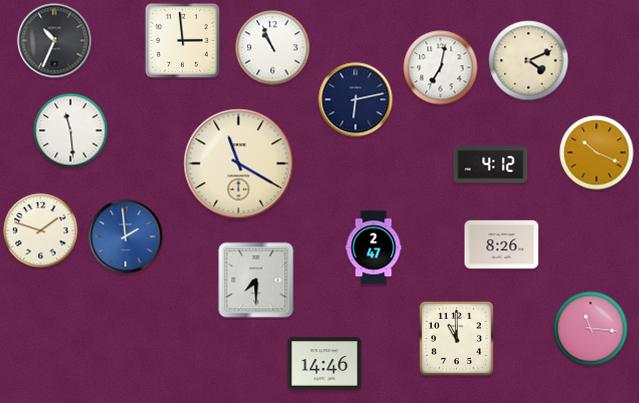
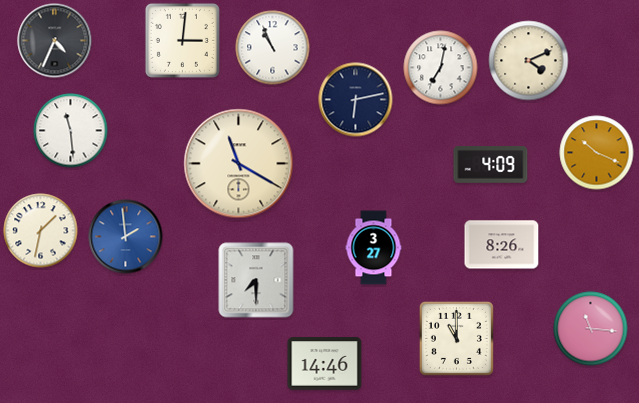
clock at (182, 40): 2:59 -> 3:01
clock at (55, 41): 10:34 -> 4:34
clock at (491, 165): 4:12 -> 4:09
clock at (41, 231): 1:48 -> 1:32
clock at (374, 248): 2:47 -> 3:27
